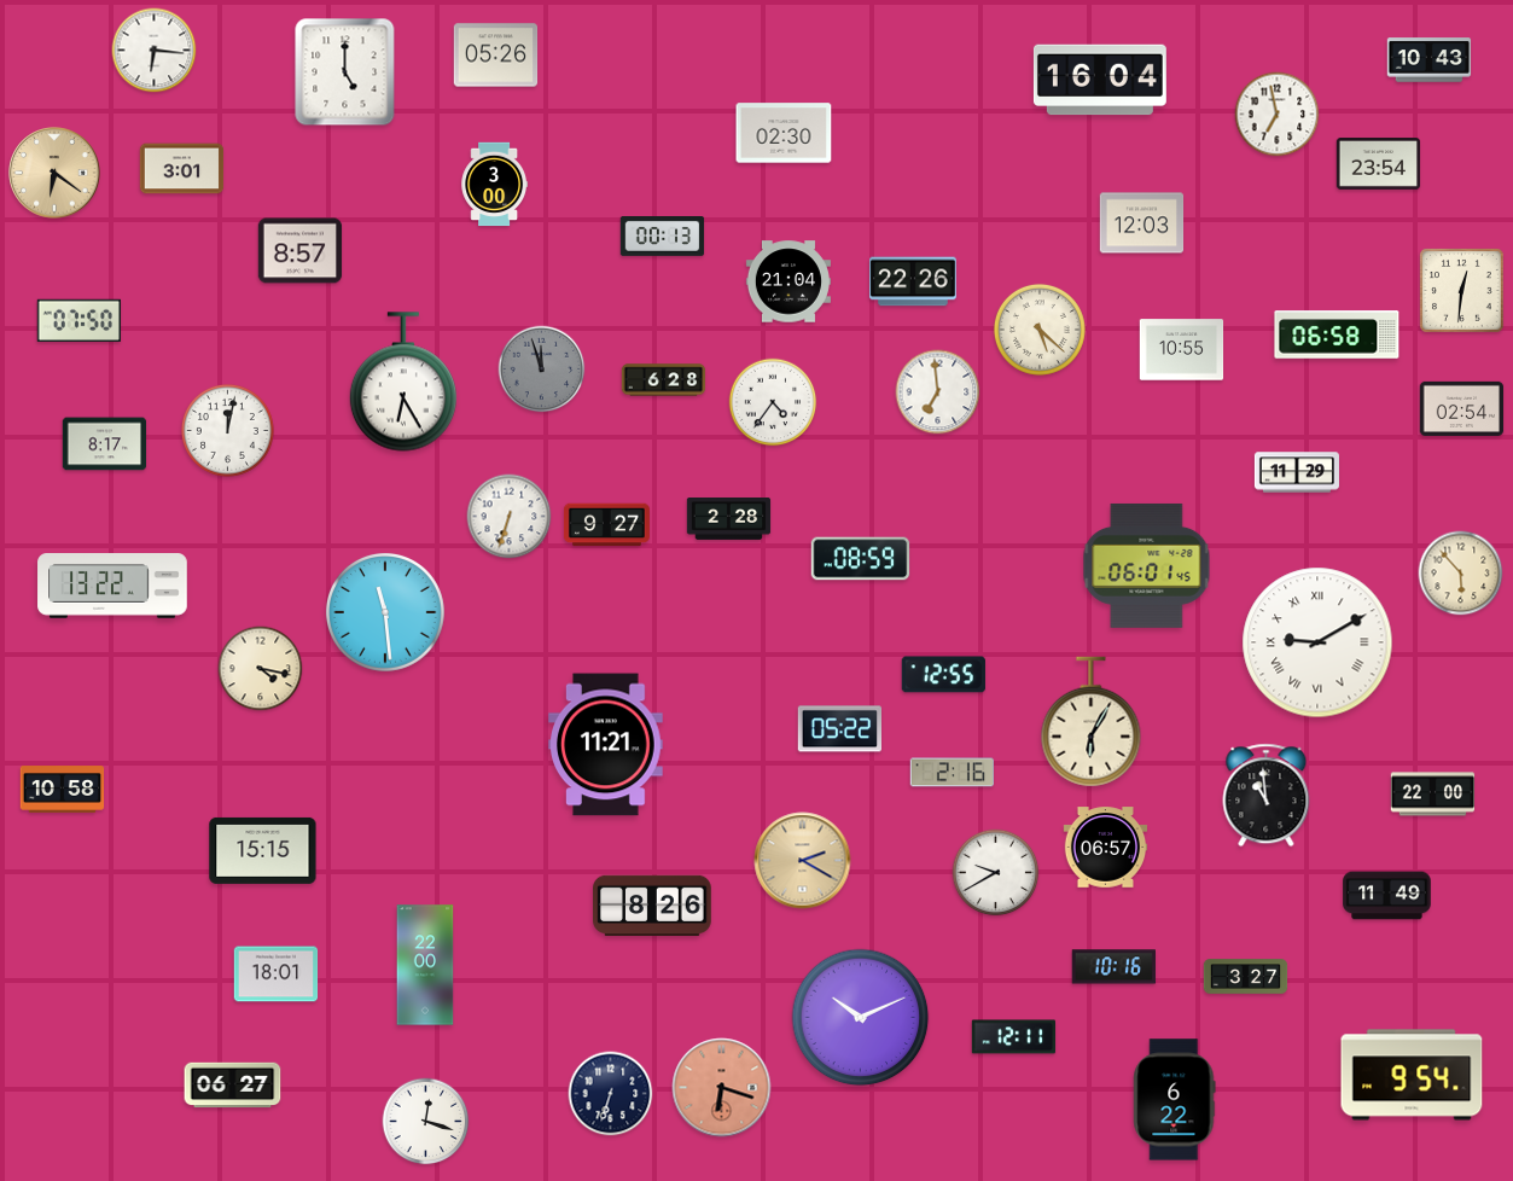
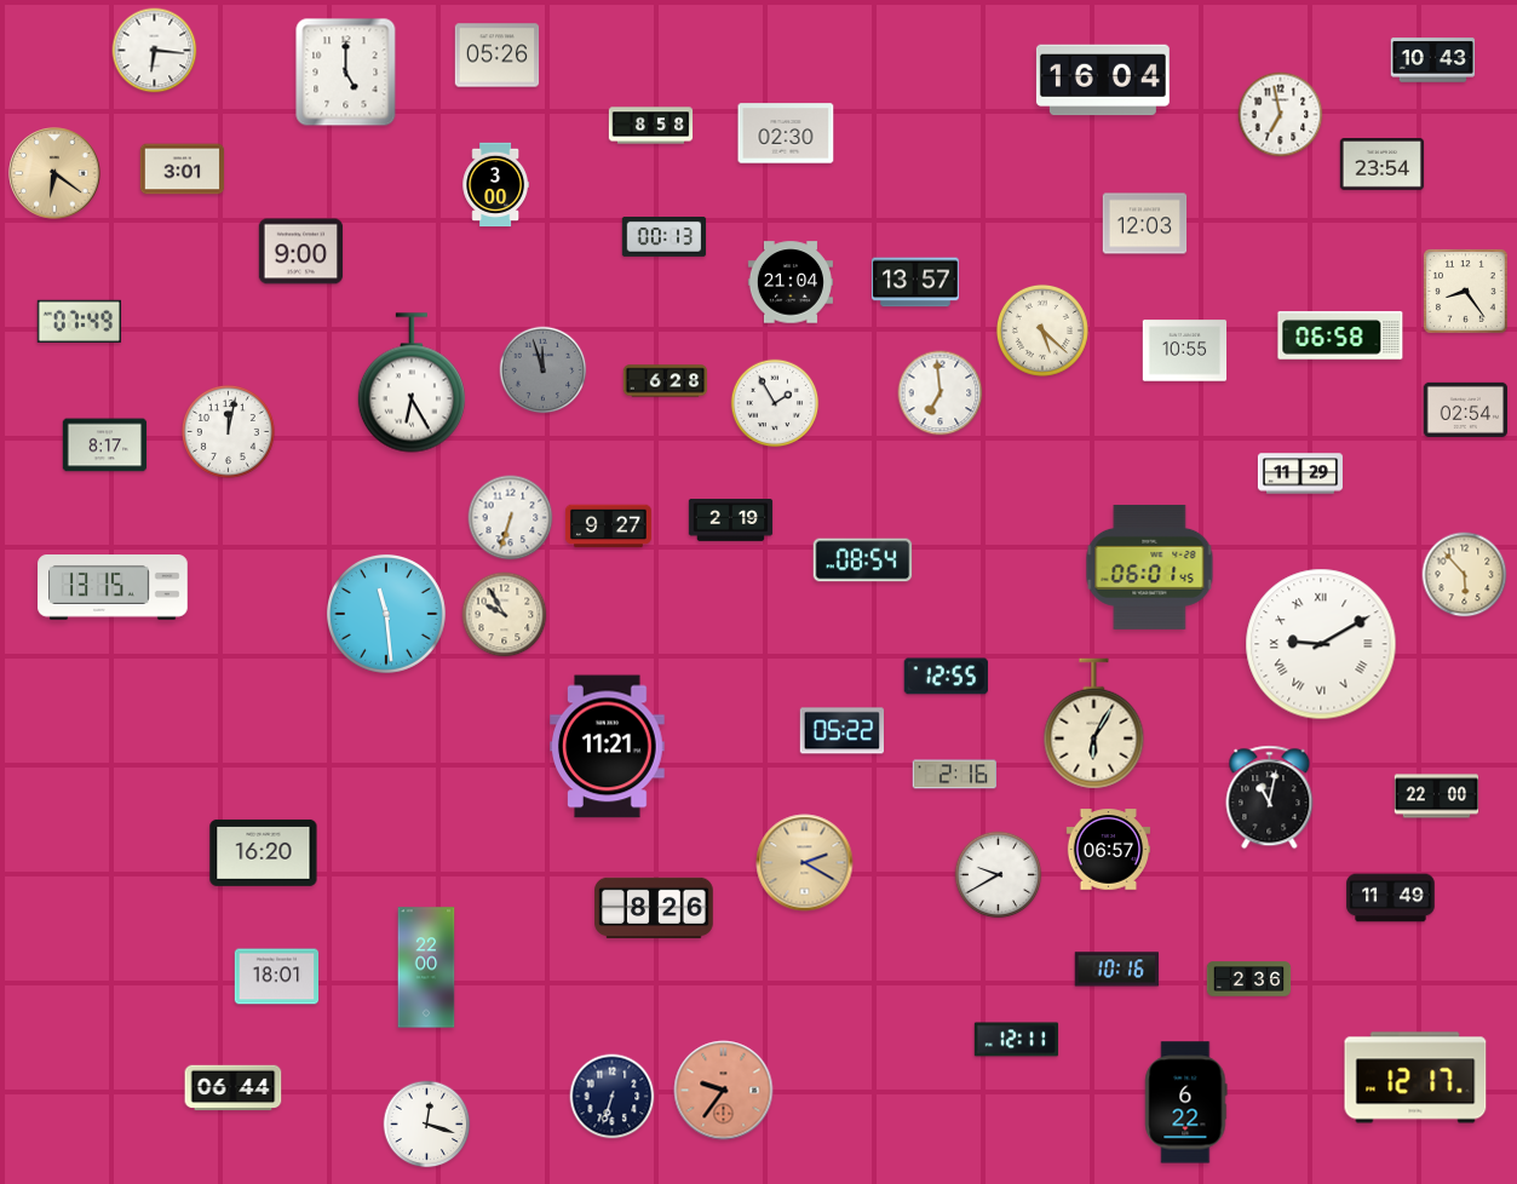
clock at (651, 126): none -> 8:58
clock at (301, 251): 8:57 -> 9:00
clock at (914, 281): 22:26 -> 13:57
clock at (1462, 291): 12:31 -> 8:24
clock at (78, 320): 07:50 -> 07:49
clock at (403, 382) position: (403, 382) -> (412, 383)
clock at (773, 402): 4:36 -> 1:55
clock at (729, 519): 2:28 -> 2:19
clock at (861, 559): 08:59 -> 08:54
clock at (112, 587): 13:22 -> 13:15
clock at (505, 615): none -> 9:55
clock at (261, 669): 4:17 -> none
clock at (63, 790): 10:58 -> none
clock at (1267, 796): 10:59 -> 11:02
clock at (263, 850): 15:15 -> 16:20
clock at (1246, 977): 3:27 -> 2:36
clock at (861, 1018): 10:11 -> none
clock at (1412, 1075): 9:54 -> 12:17
clock at (233, 1086): 06:27 -> 06:44
clock at (722, 1088): 6:18 -> 9:36
clock at (1175, 1100) position: (1175, 1100) -> (1186, 1103)
